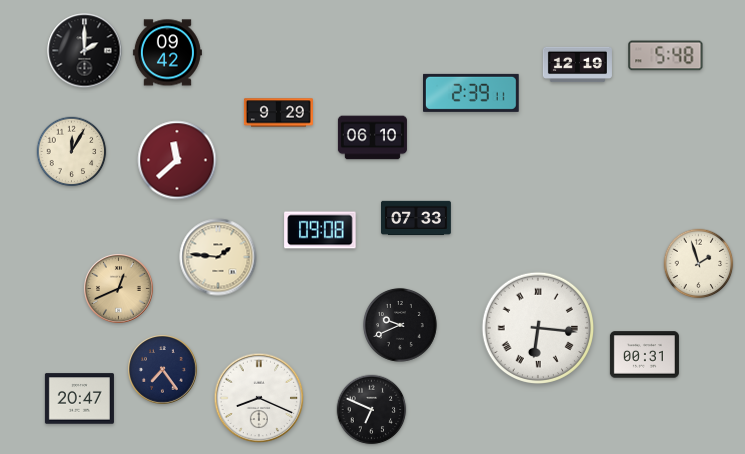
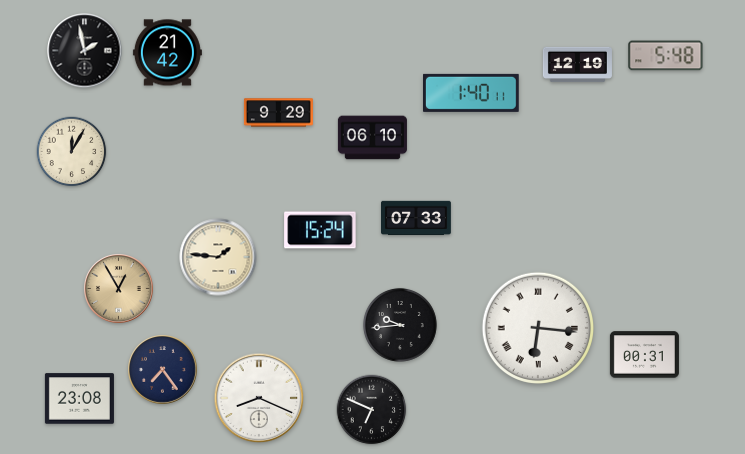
clock at (85, 51): 2:00 -> 1:58
clock at (167, 53): 09:42 -> 21:42
clock at (472, 93): 2:39 -> 1:40
clock at (177, 160): 11:38 -> none
clock at (320, 230): 09:08 -> 15:24
clock at (699, 264): 1:57 -> none
clock at (119, 289): 12:41 -> 12:55
clock at (400, 325): 9:41 -> 9:44
clock at (79, 399): 20:47 -> 23:08
